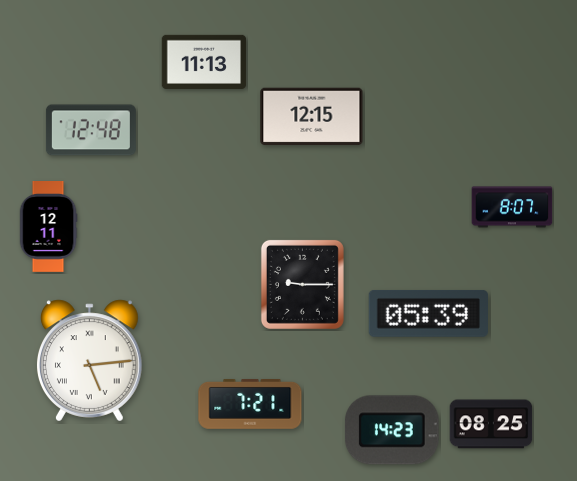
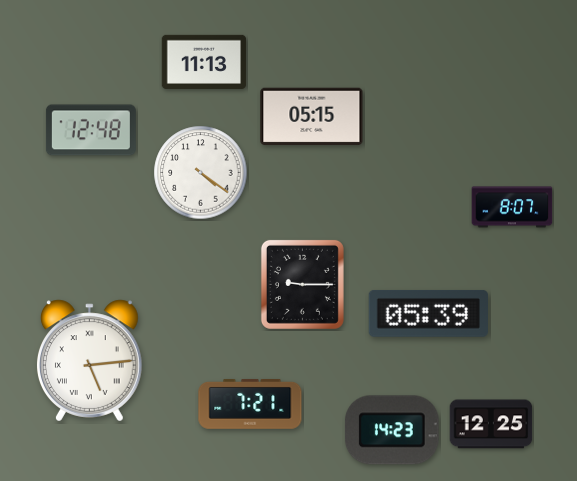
clock at (312, 117): 12:15 -> 05:15
clock at (201, 173): none -> 4:21
clock at (48, 227): 12:11 -> none
clock at (491, 424): 08:25 -> 12:25
